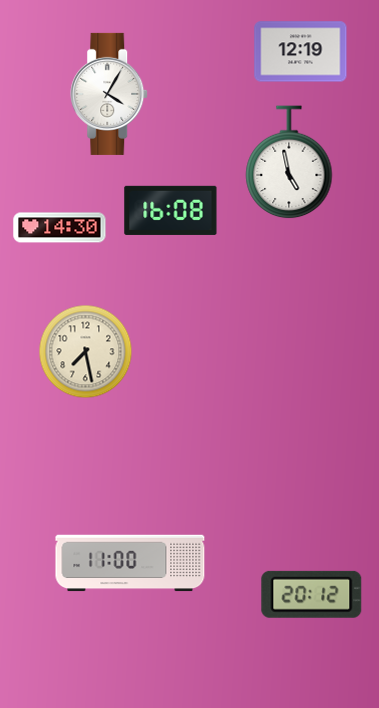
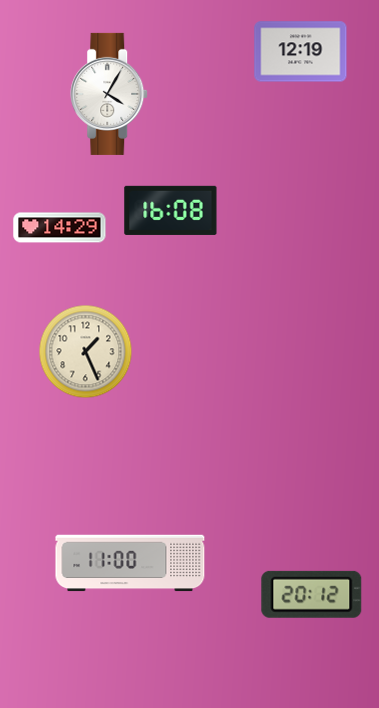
clock at (289, 162): 4:58 -> none
clock at (60, 228): 14:30 -> 14:29
clock at (85, 351): 7:28 -> 1:26
